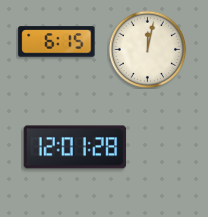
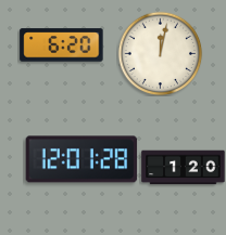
clock at (57, 42): 6:15 -> 6:20
clock at (184, 168): none -> 1:20
